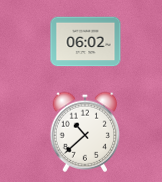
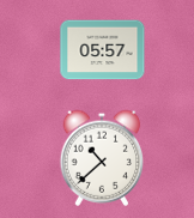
clock at (86, 42): 06:02 -> 05:57
